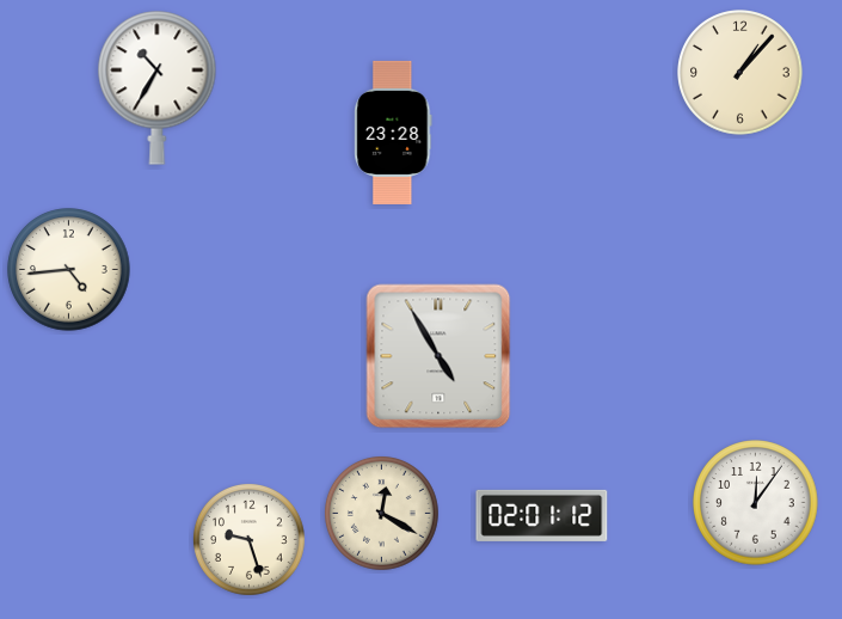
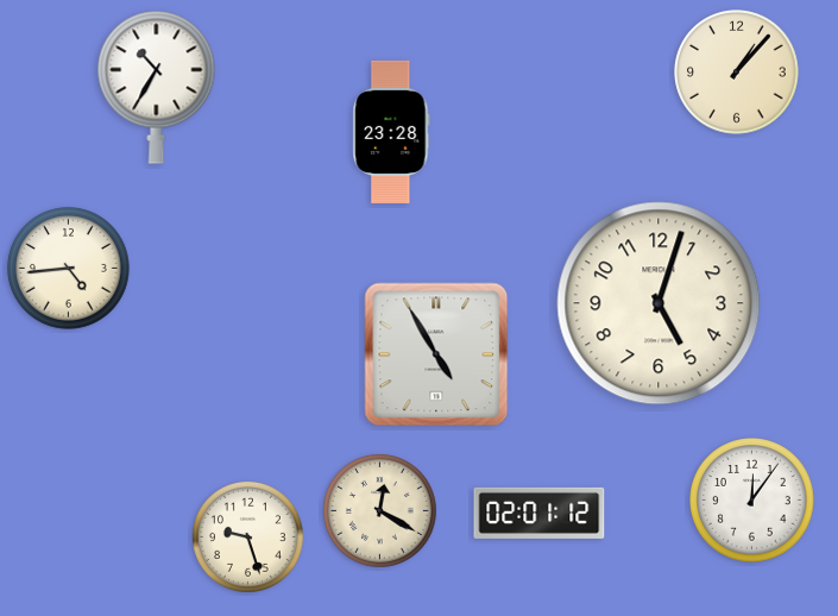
clock at (659, 303): none -> 5:03
